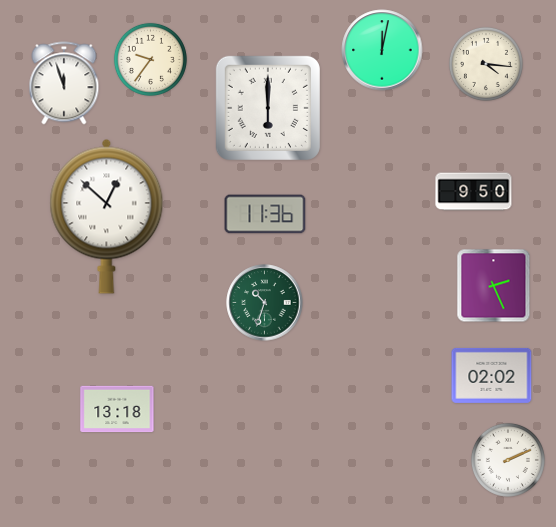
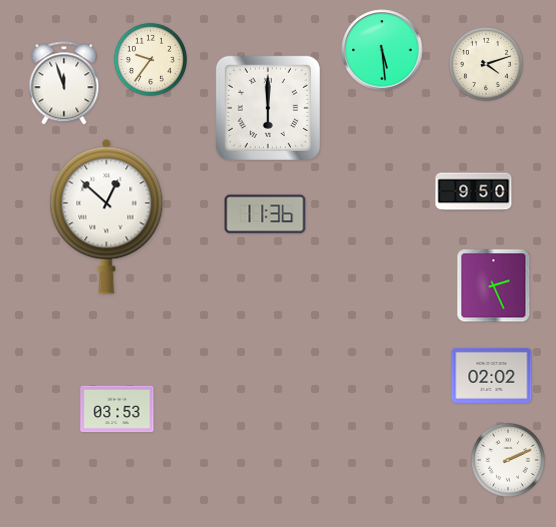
clock at (382, 50): 12:02 -> 5:29
clock at (486, 64): 4:16 -> 4:12
clock at (265, 303): 10:33 -> none
clock at (117, 409): 13:18 -> 03:53
